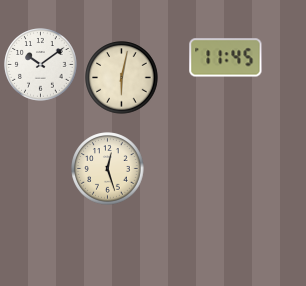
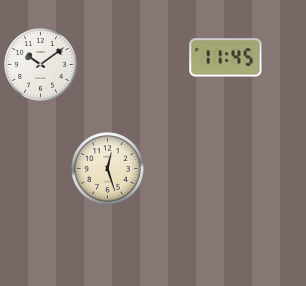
clock at (122, 78): 6:02 -> none
